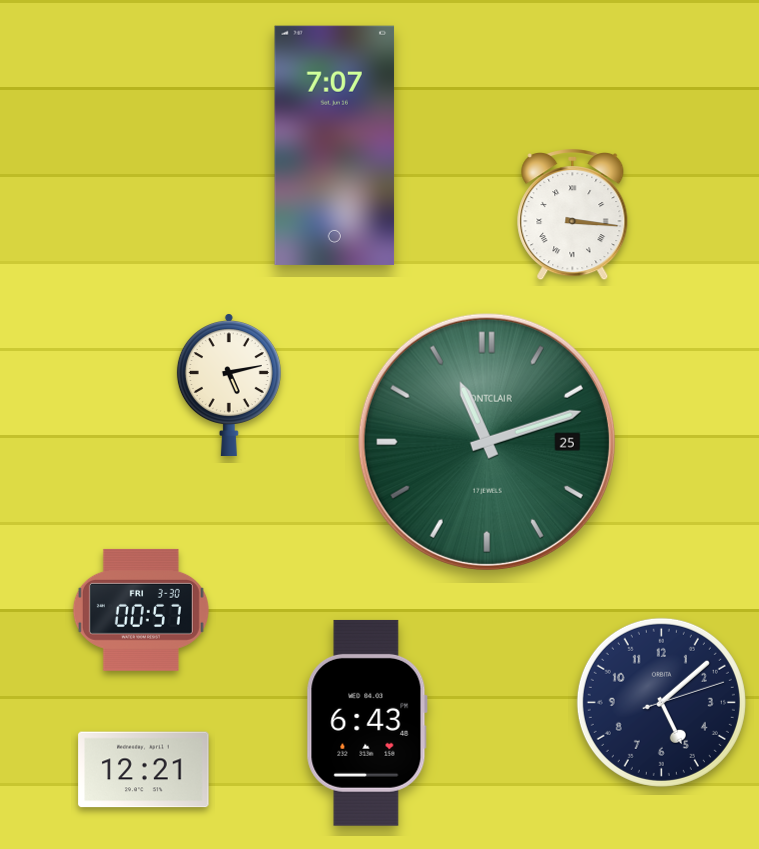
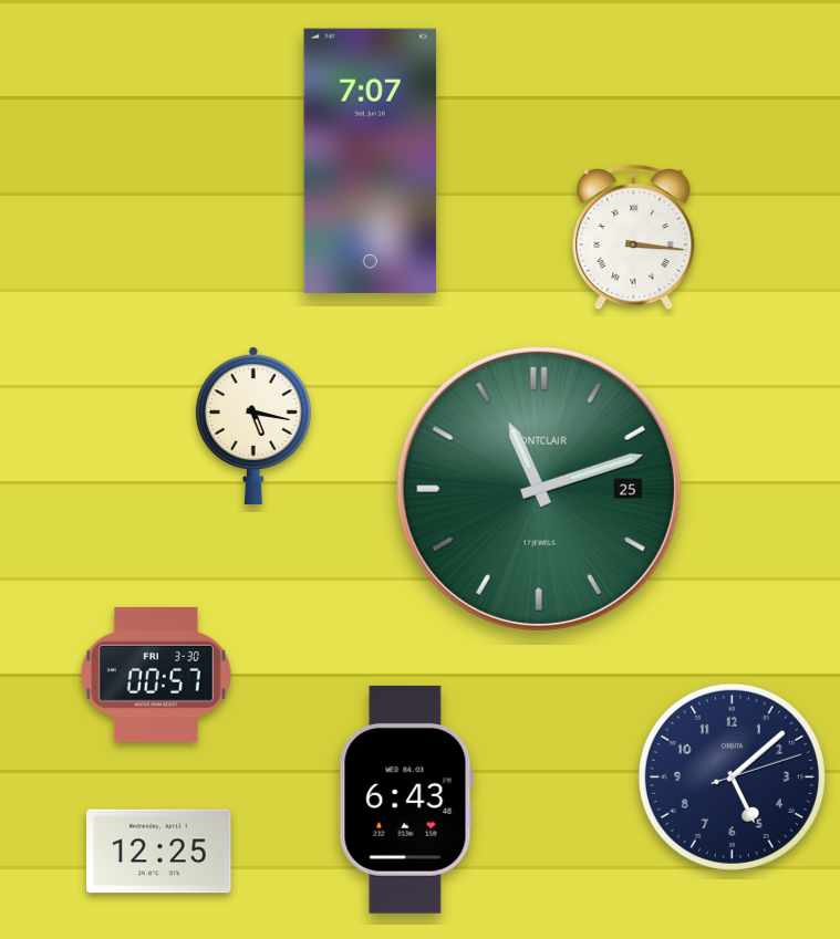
clock at (229, 384): 5:13 -> 5:17
clock at (144, 770): 12:21 -> 12:25
